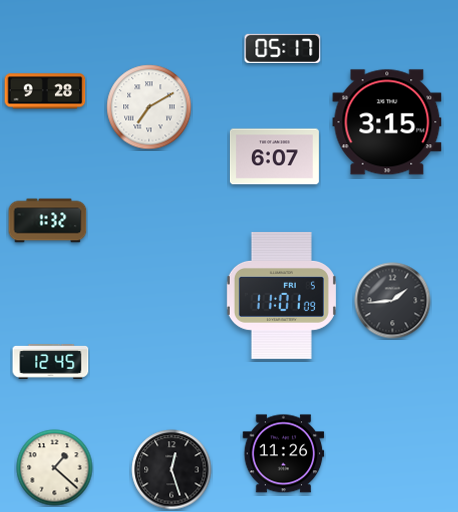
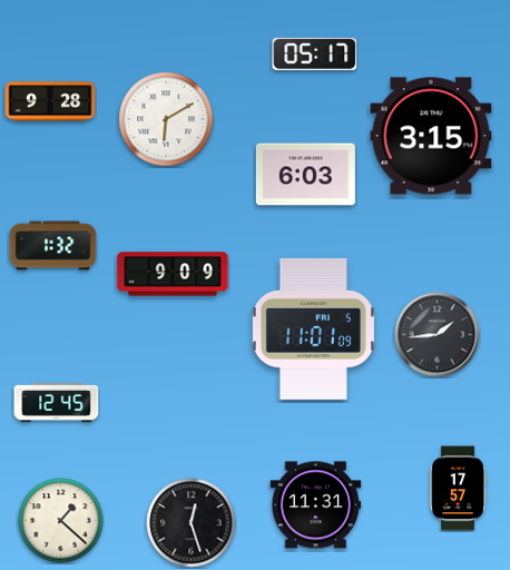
clock at (149, 107): 7:10 -> 6:10
clock at (274, 157): 6:07 -> 6:03
clock at (173, 274): none -> 9:09
clock at (458, 489): none -> 17:57
clock at (284, 454): 11:26 -> 11:31
